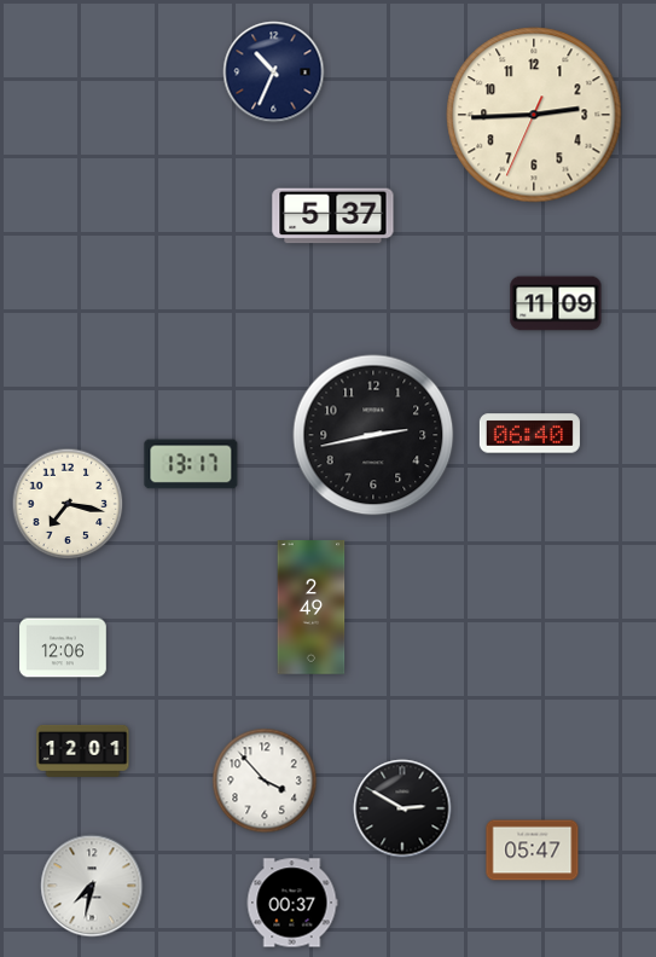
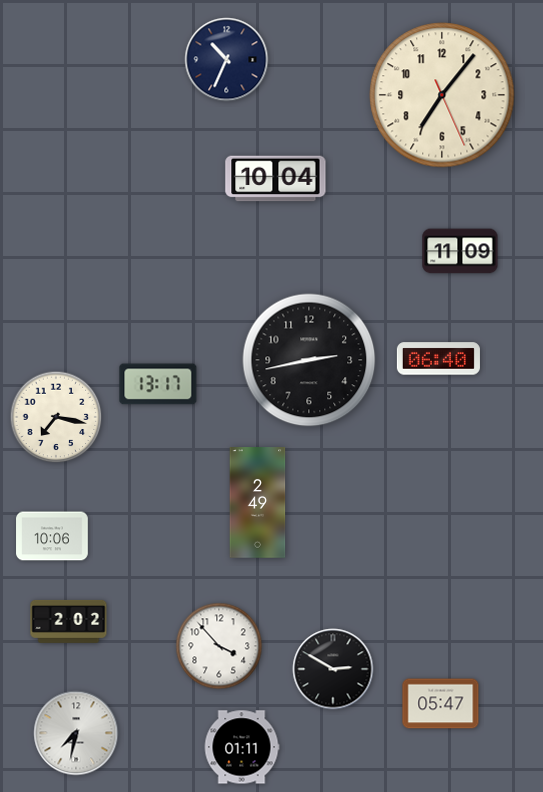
clock at (534, 115): 2:44 -> 7:06
clock at (333, 216): 5:37 -> 10:04
clock at (63, 648): 12:06 -> 10:06
clock at (83, 750): 12:01 -> 2:02
clock at (292, 903): 00:37 -> 01:11
